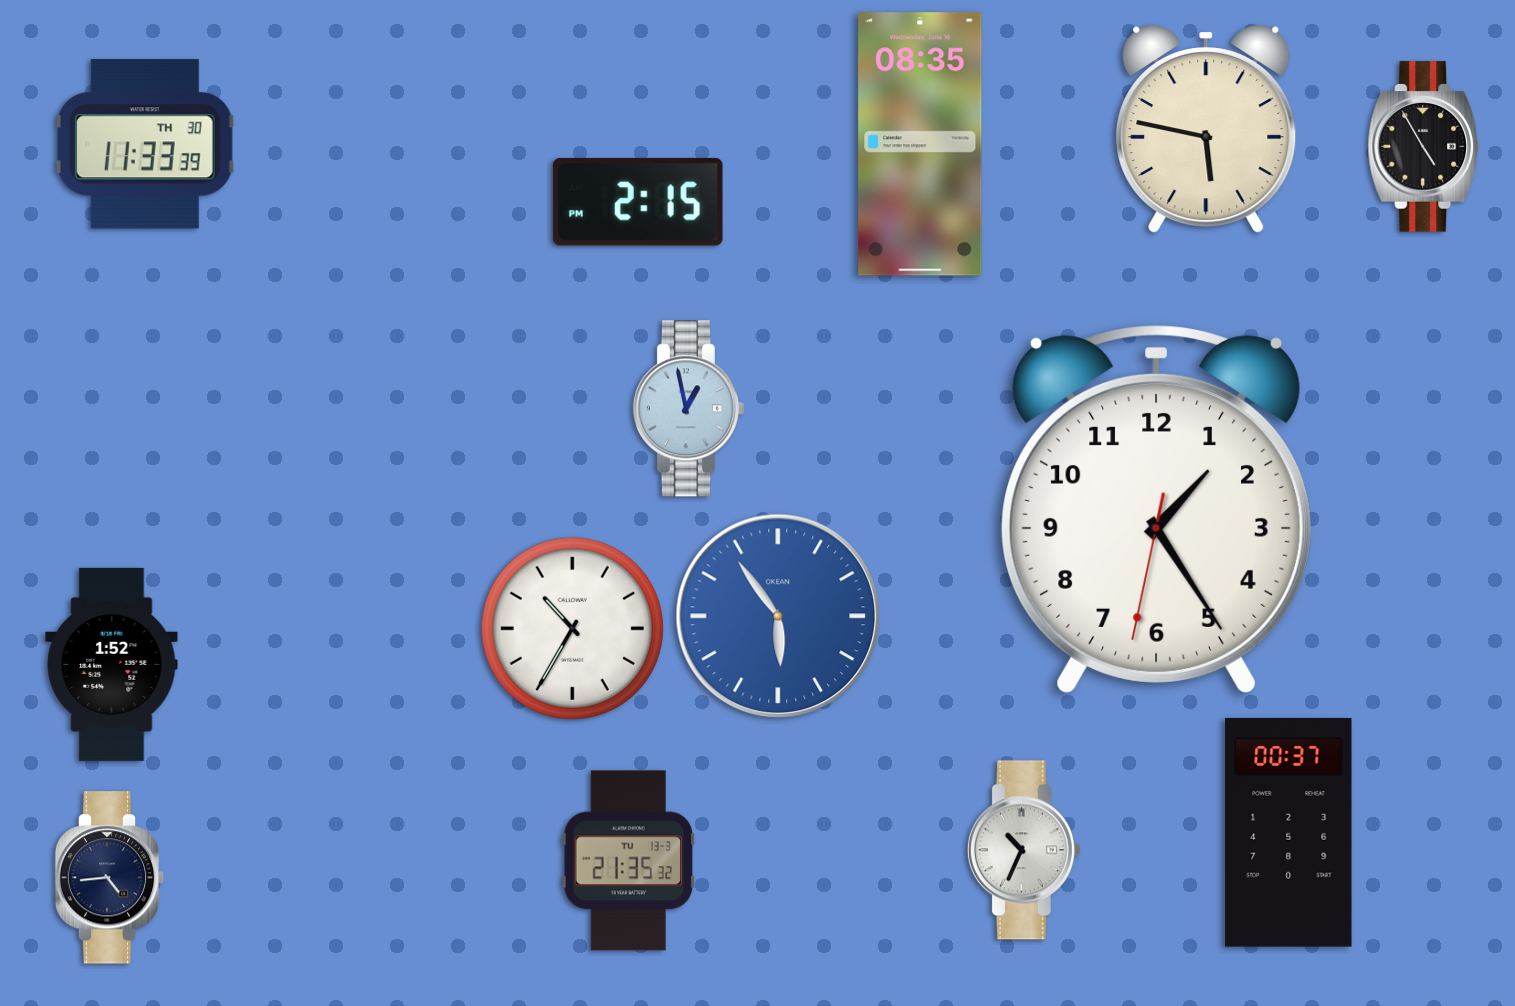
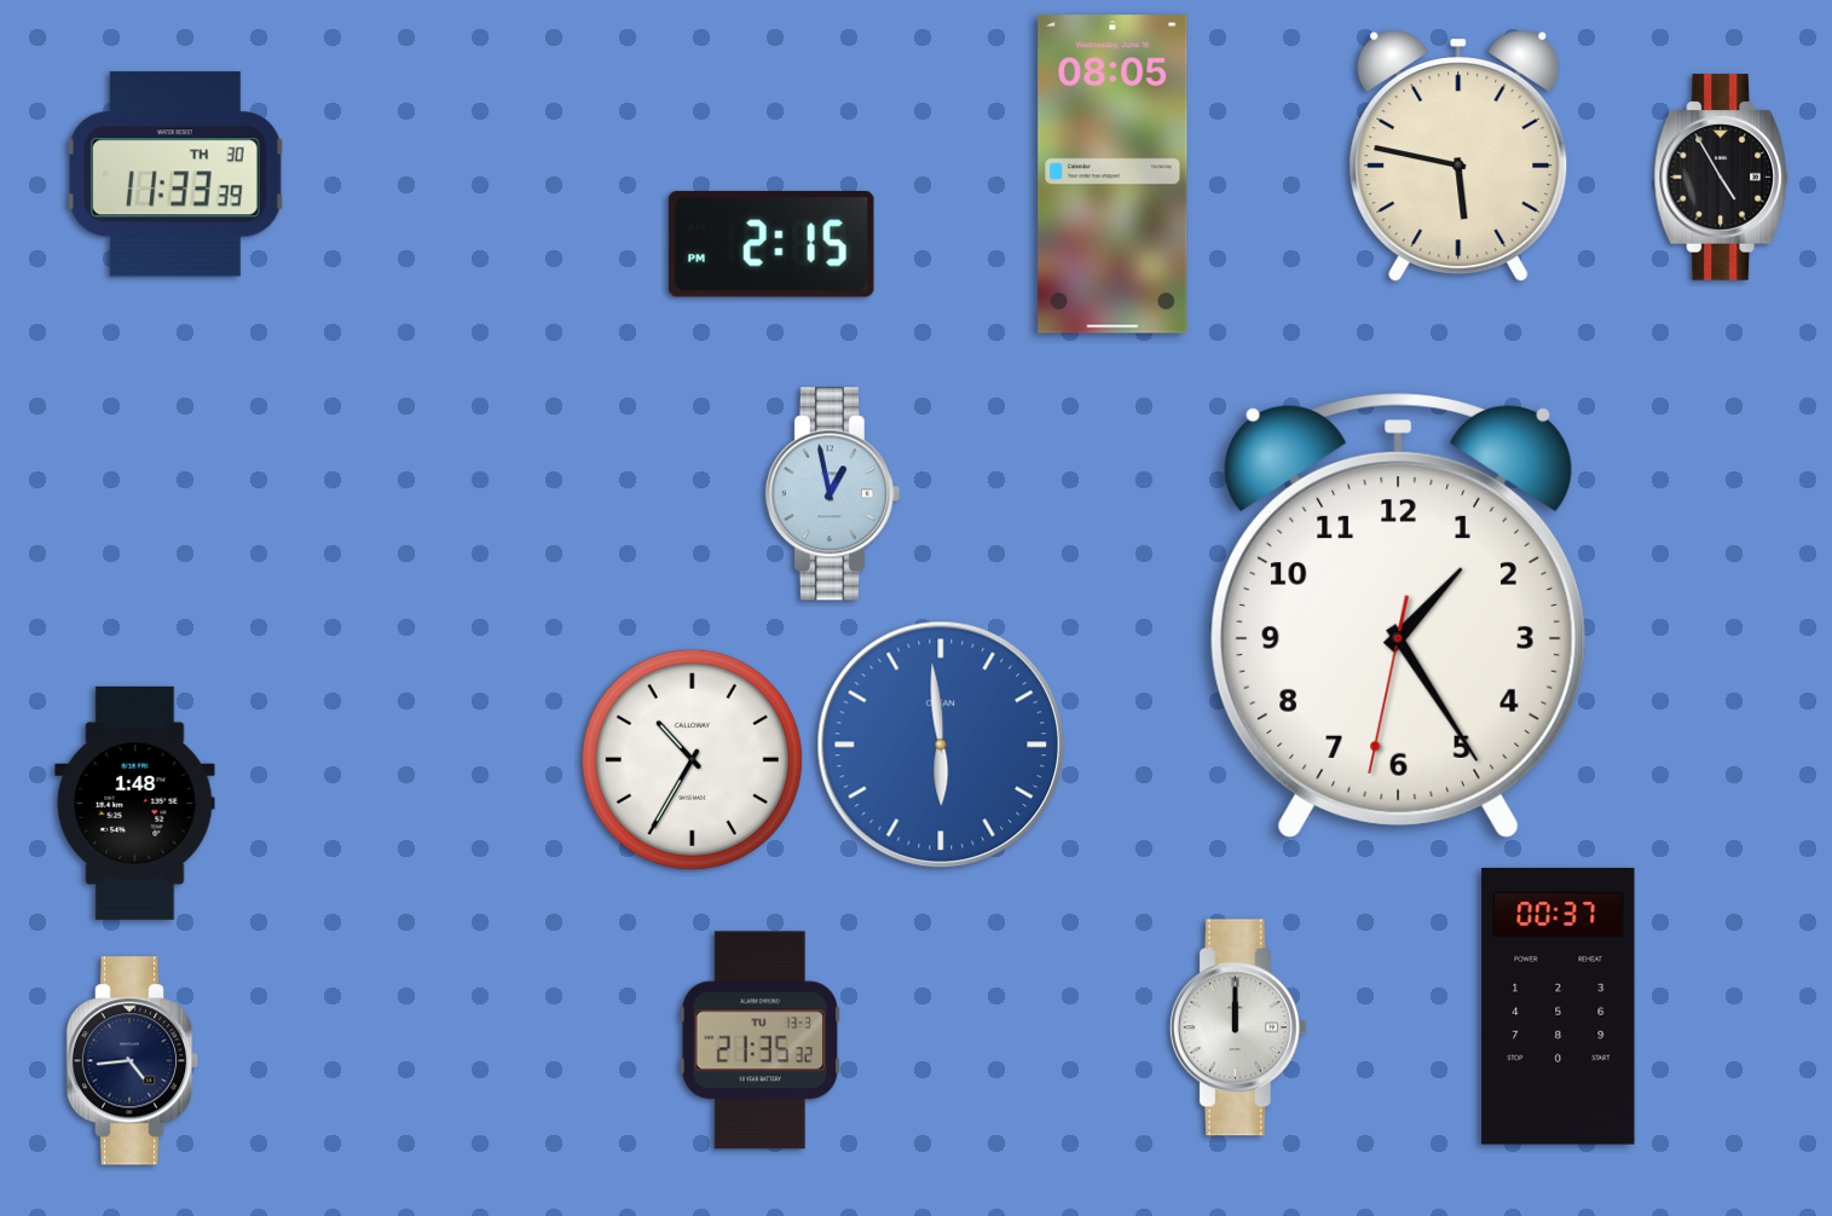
clock at (920, 144): 08:35 -> 08:05
clock at (778, 616): 5:54 -> 5:59
clock at (112, 664): 1:52 -> 1:48
clock at (1024, 850): 10:34 -> 12:00
